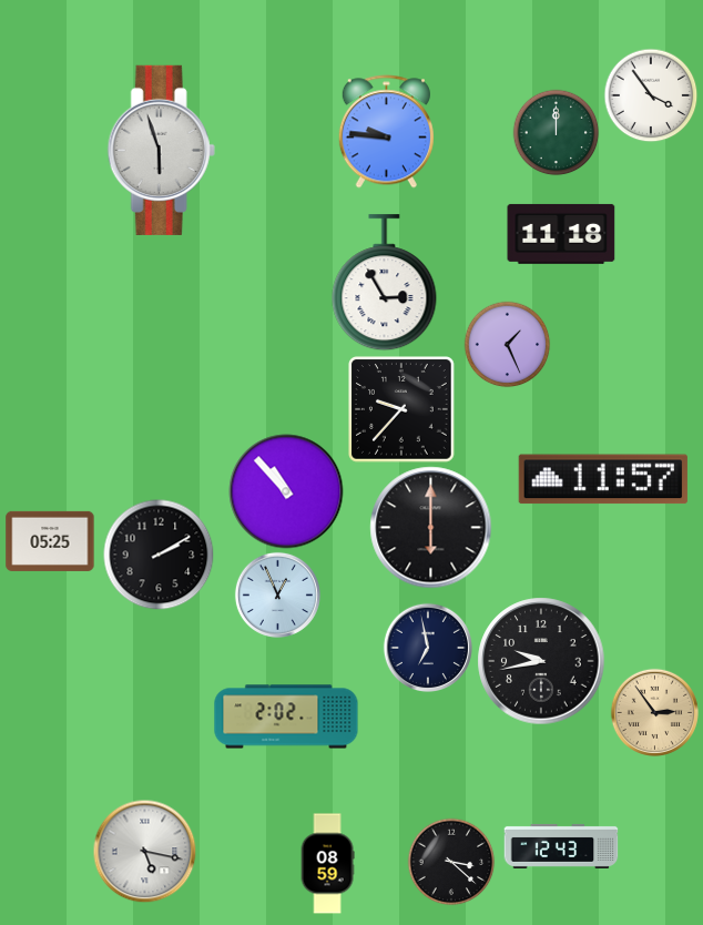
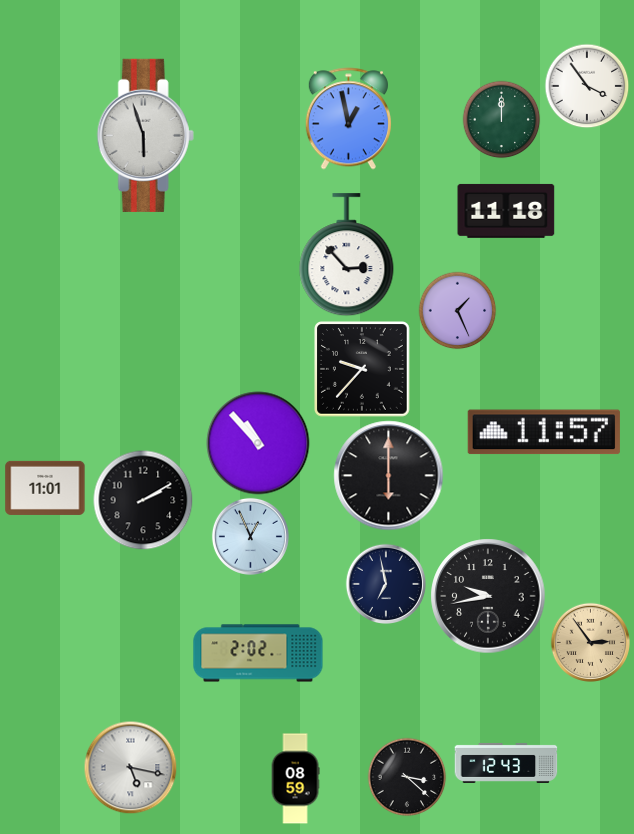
clock at (386, 132): 9:46 -> 12:58
clock at (385, 283): 2:55 -> 2:53
clock at (50, 541): 05:25 -> 11:01
clock at (286, 716) position: (286, 716) -> (258, 653)
